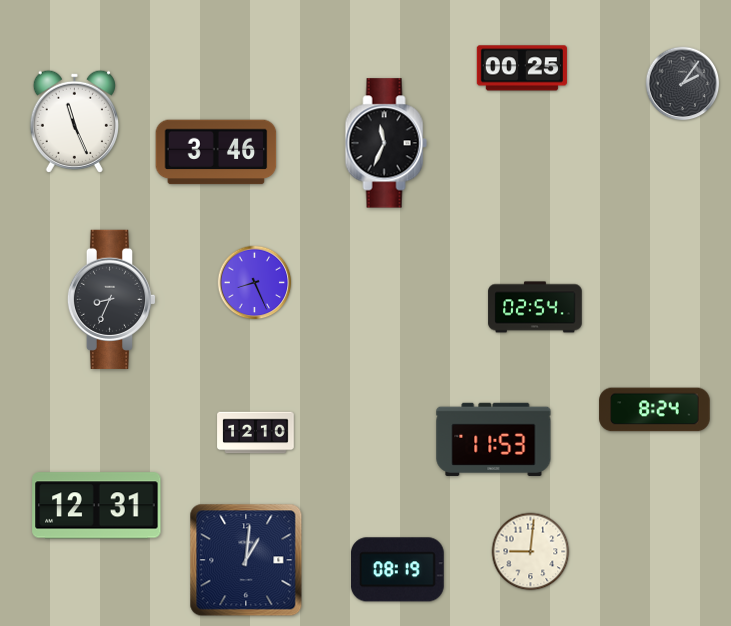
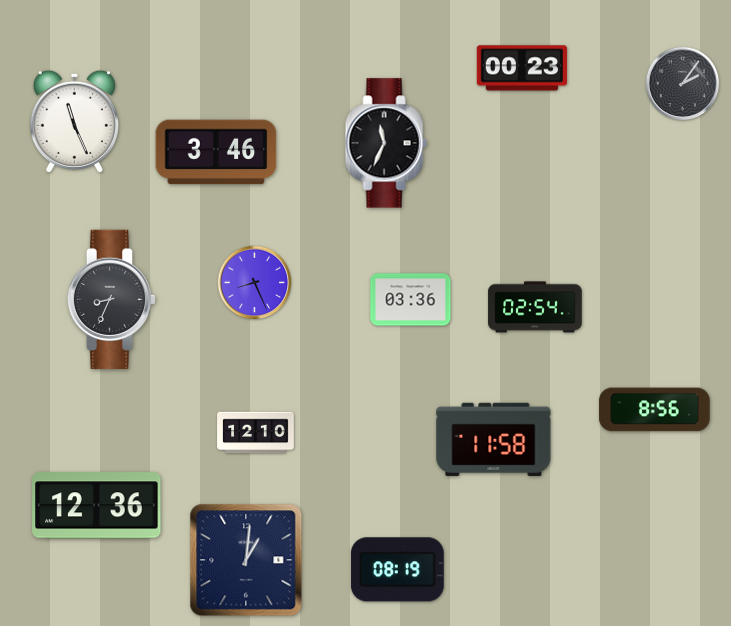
clock at (522, 68): 00:25 -> 00:23
clock at (411, 300): none -> 03:36
clock at (655, 410): 8:24 -> 8:56
clock at (494, 439): 11:53 -> 11:58
clock at (97, 506): 12:31 -> 12:36
clock at (531, 552): 9:01 -> none
